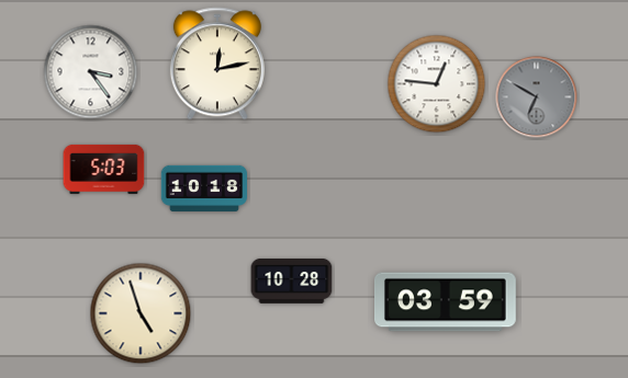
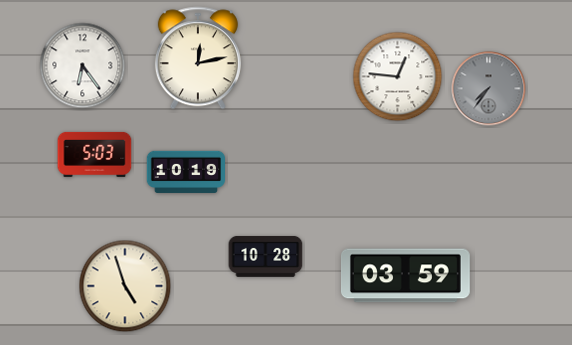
clock at (91, 72): 3:24 -> 6:24
clock at (537, 98): 6:50 -> 7:36
clock at (204, 188): 10:18 -> 10:19
clock at (141, 313) position: (141, 313) -> (125, 286)
